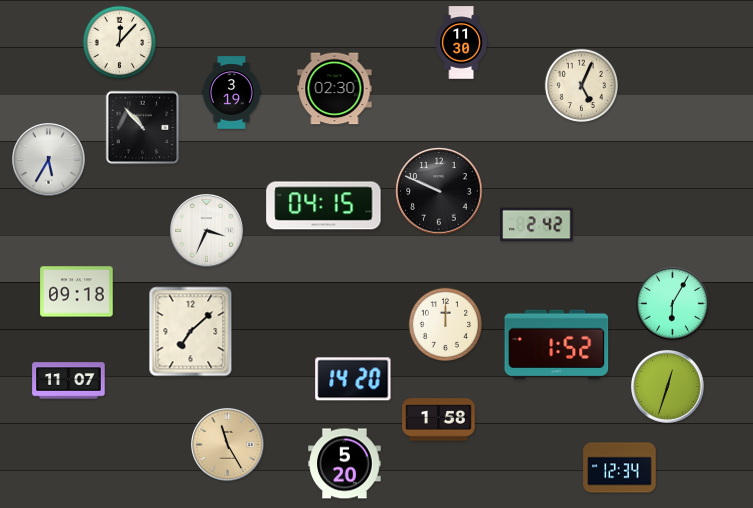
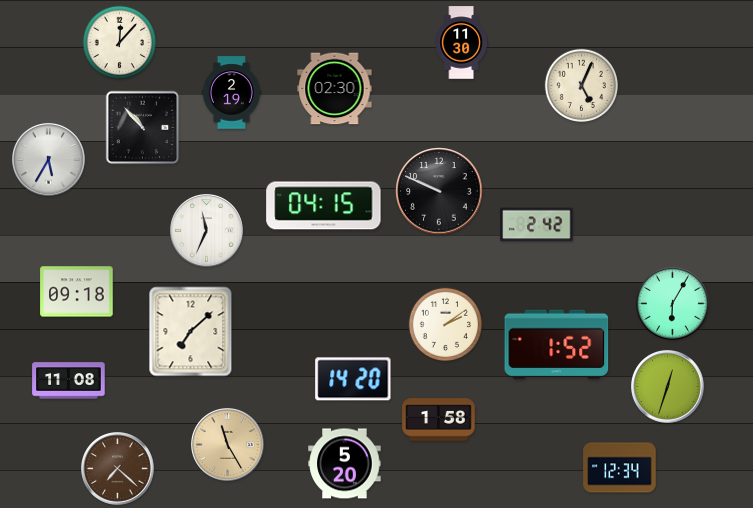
clock at (231, 93): 3:19 -> 2:19
clock at (207, 231): 3:34 -> 11:34
clock at (446, 325): 12:00 -> 2:09
clock at (69, 381): 11:07 -> 11:08
clock at (118, 469): none -> 7:22
